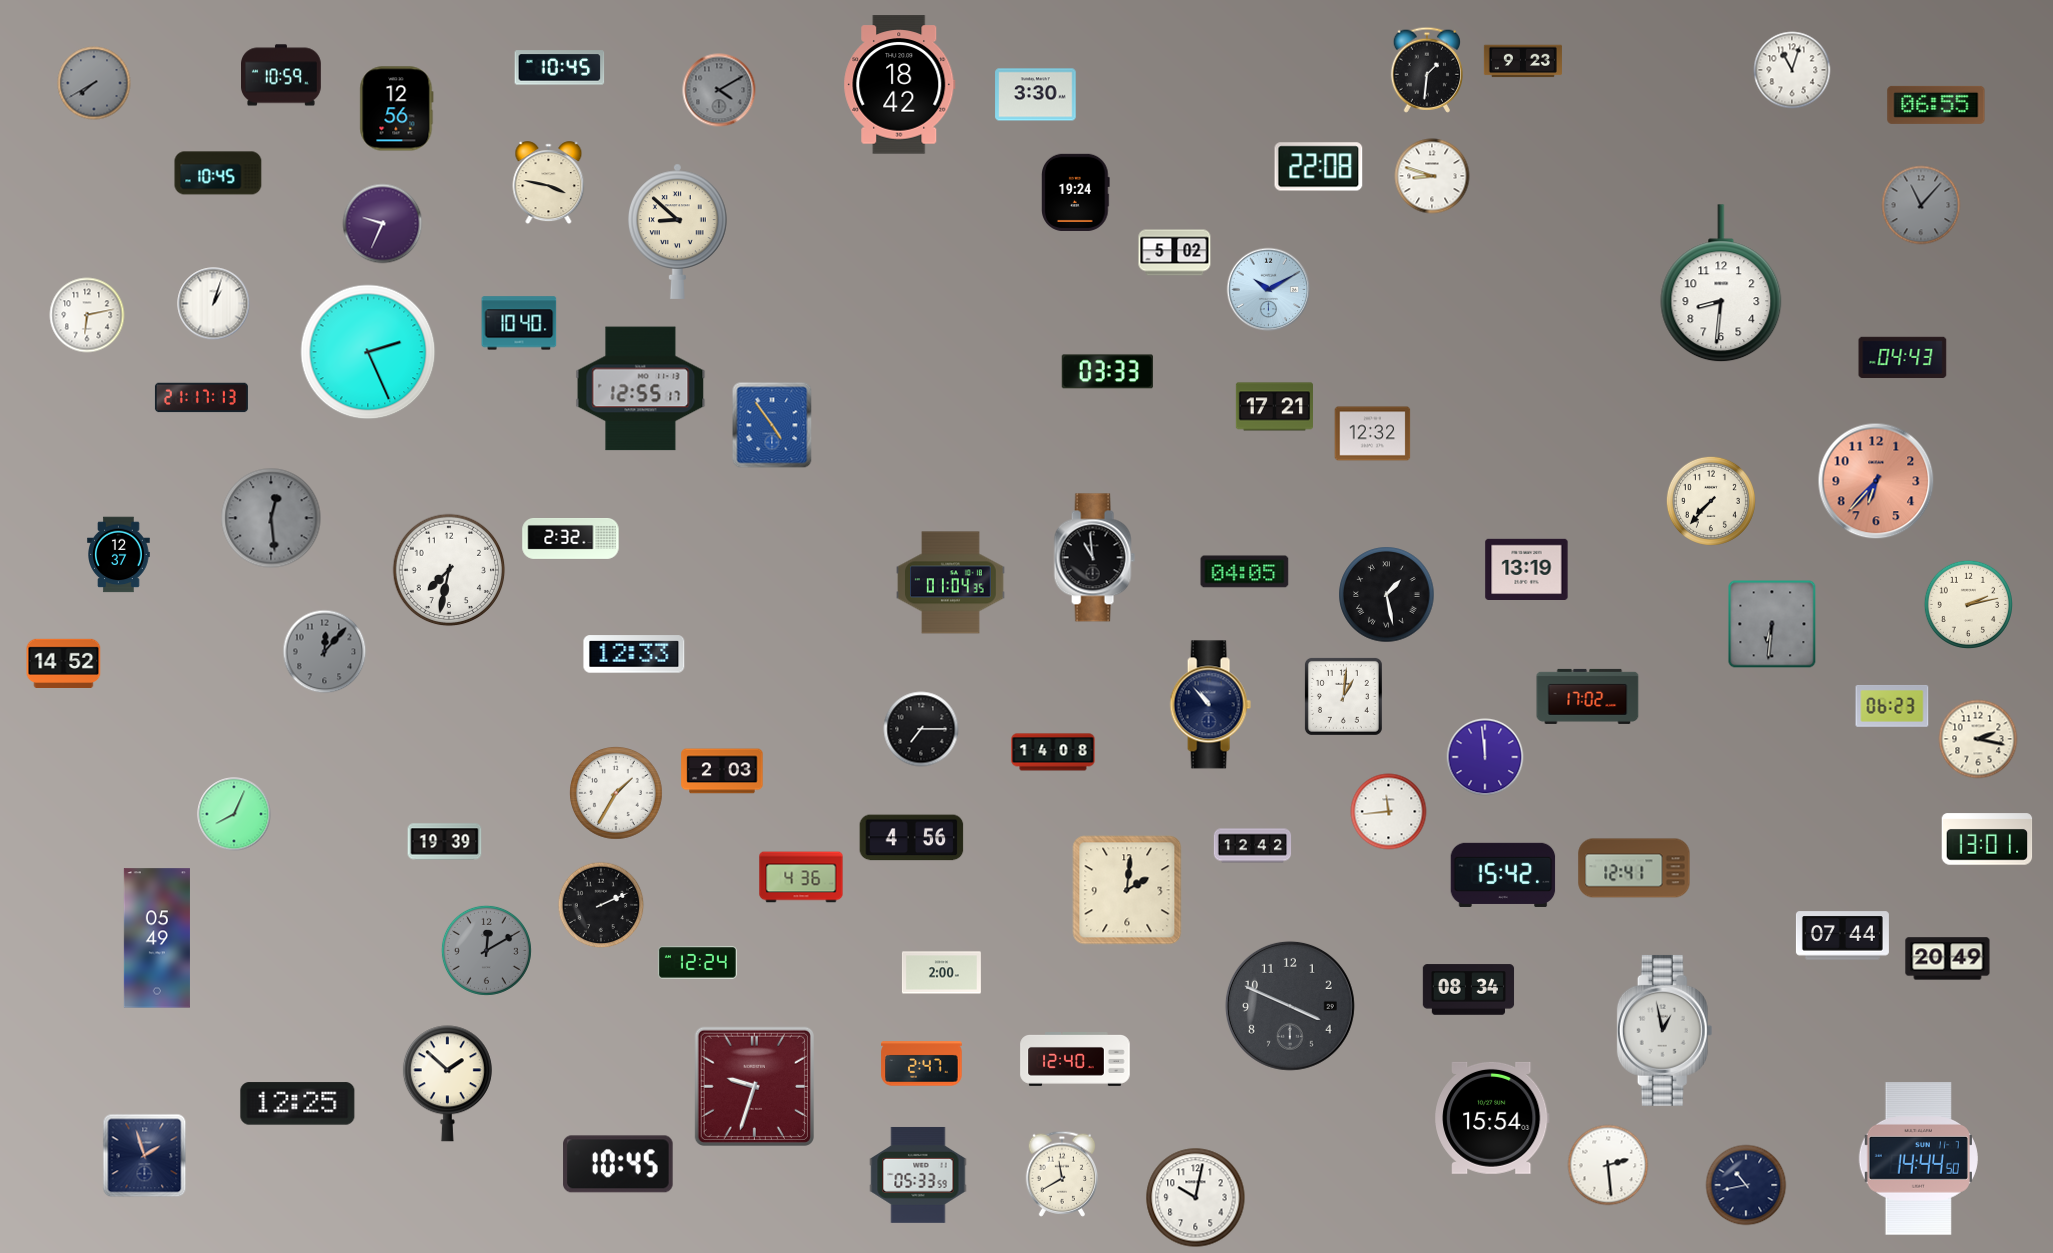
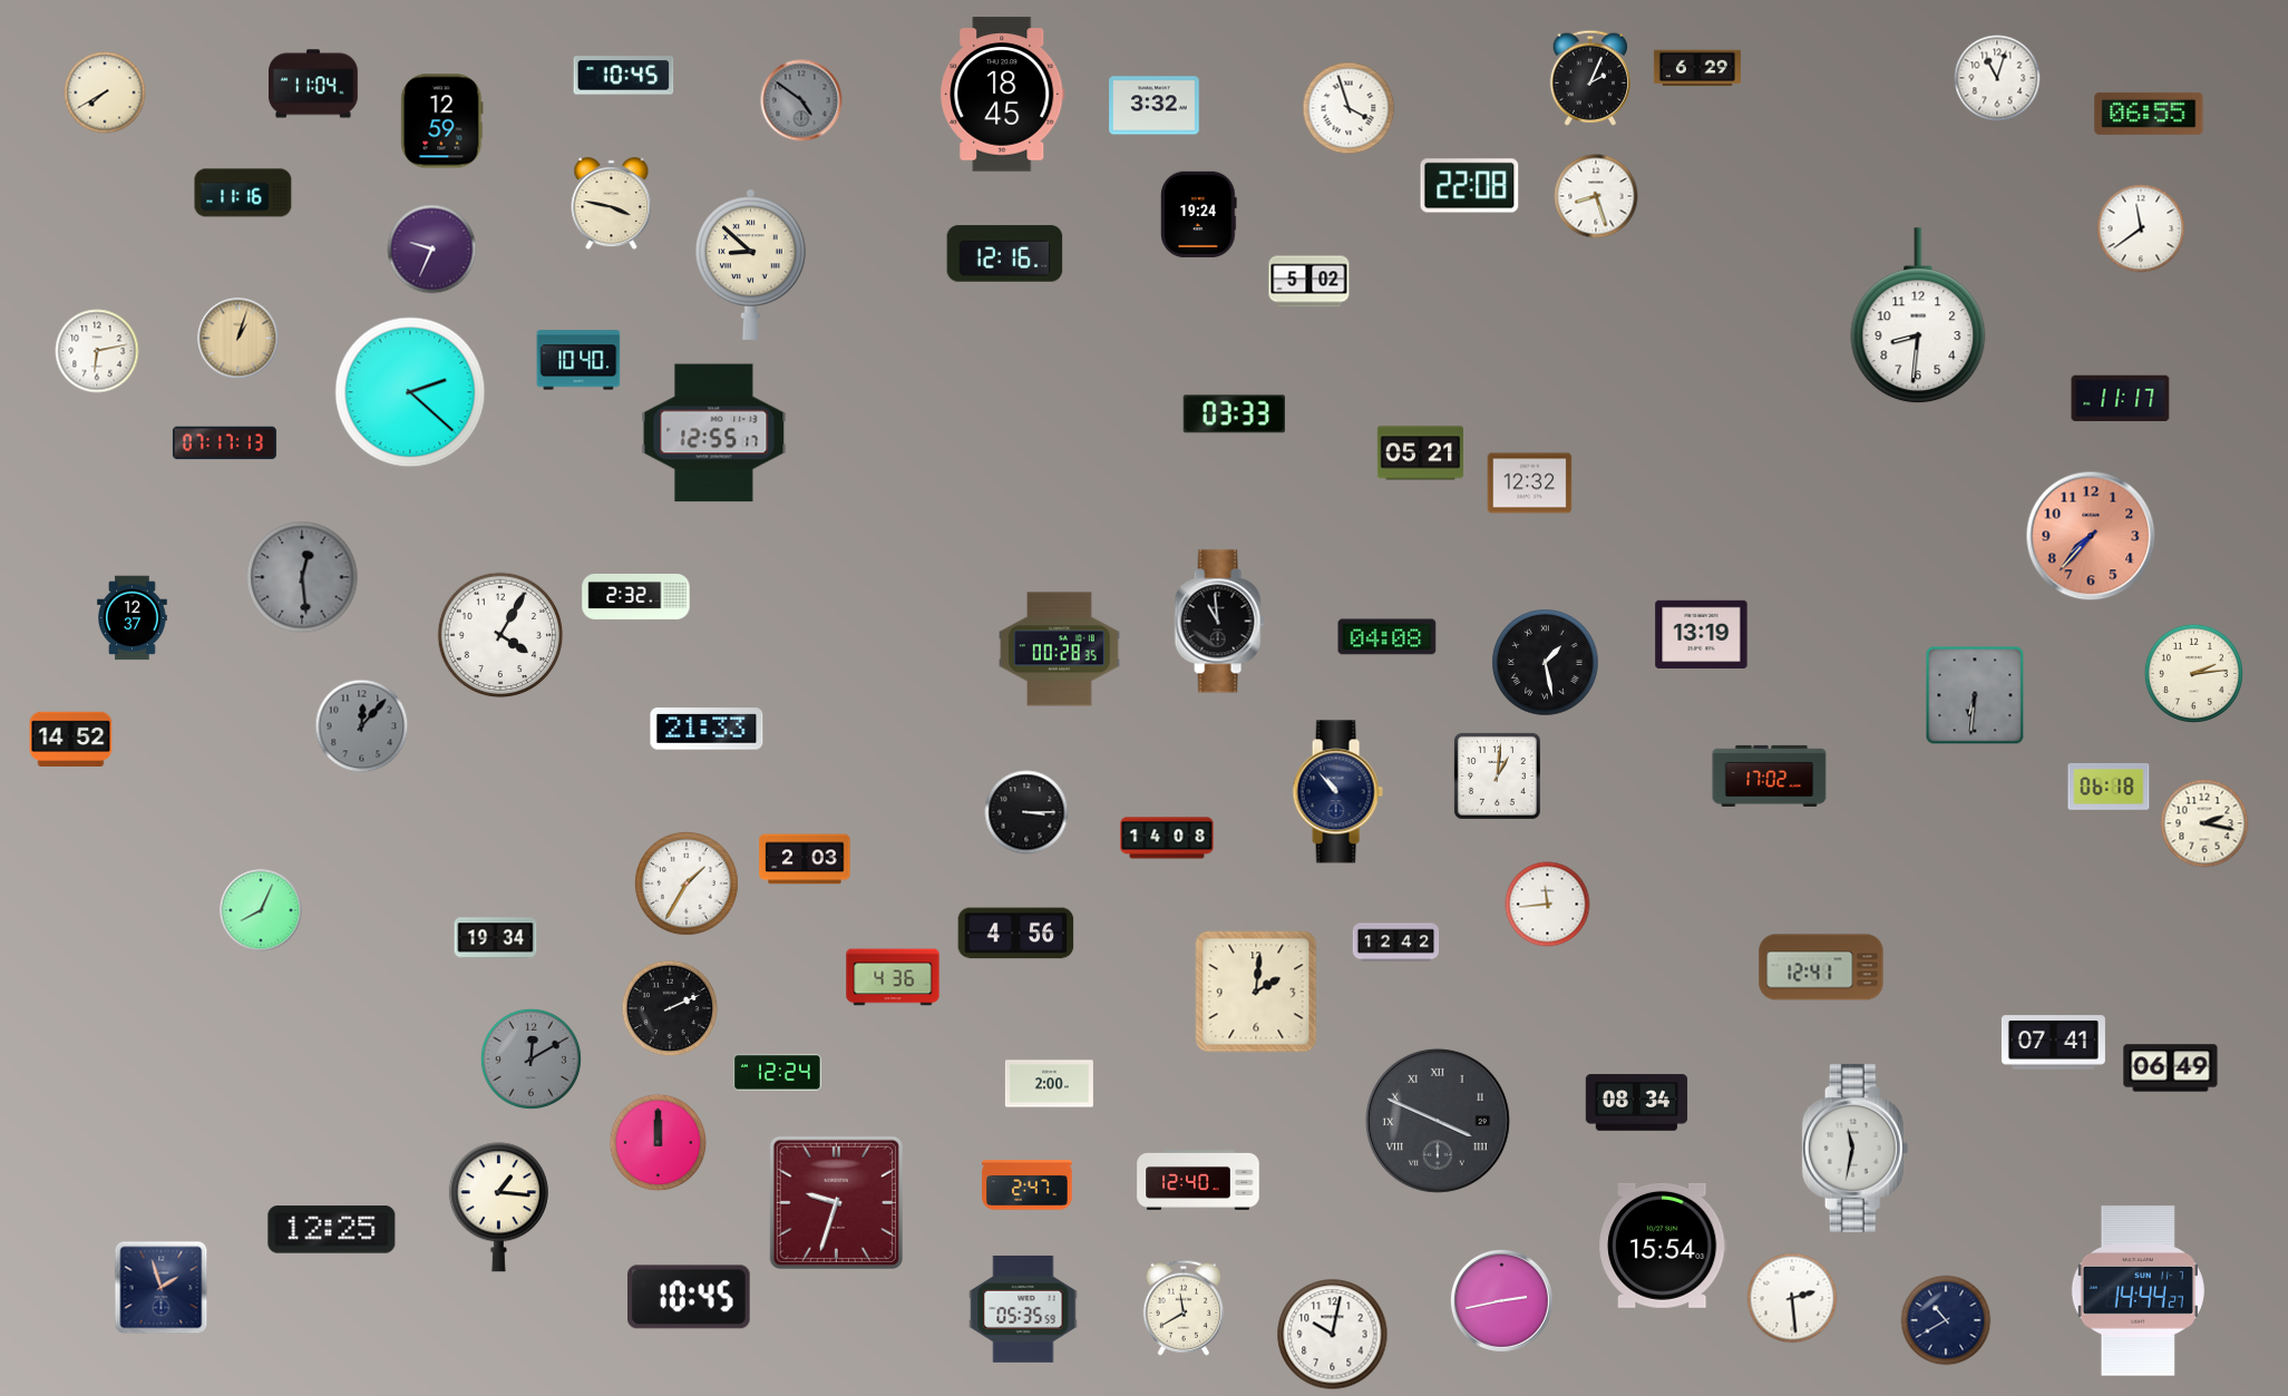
clock at (1523, 61): 9:23 -> 6:29
clock at (1426, 70): 1:31 -> 2:04
clock at (282, 75): 10:59 -> 11:04
clock at (94, 83) dial: grey -> cream
clock at (900, 85): 18:42 -> 18:45
clock at (719, 90): 4:10 -> 4:51
clock at (1036, 95): 3:30 -> 3:32
clock at (1349, 108): none -> 3:57
clock at (1936, 105) position: (1936, 105) -> (2149, 114)
clock at (397, 109): 12:56 -> 12:59
clock at (218, 173): 10:45 -> 11:16
clock at (1432, 176): 8:48 -> 8:27
clock at (1921, 205): 11:07 -> 11:39
clock at (1921, 205) dial: grey -> white
clock at (383, 224) position: (383, 224) -> (432, 250)
clock at (1005, 254): none -> 12:16
clock at (678, 231) position: (678, 231) -> (751, 264)
clock at (1269, 290): 10:10 -> none
clock at (214, 304) dial: white -> champagne
clock at (368, 352): 2:26 -> 2:22
clock at (1903, 358): 04:43 -> 11:17
clock at (201, 398): 21:17 -> 07:17
clock at (1274, 407): 17:21 -> 05:21
clock at (772, 425): 4:54 -> none
clock at (1876, 481): 6:37 -> 7:37
clock at (1711, 501): 7:37 -> none
clock at (571, 539) position: (571, 539) -> (636, 597)
clock at (449, 570): 7:32 -> 4:05
clock at (1245, 572): 04:05 -> 04:08
clock at (951, 583): 01:04 -> 00:28
clock at (1968, 604): 2:13 -> 2:14
clock at (634, 654): 12:33 -> 21:33
clock at (1210, 705) position: (1210, 705) -> (1337, 792)
clock at (1892, 706): 06:23 -> 06:18
clock at (921, 729): 7:15 -> 3:15
clock at (1053, 752) position: (1053, 752) -> (1167, 838)
clock at (1485, 757): 11:59 -> none
clock at (234, 814) position: (234, 814) -> (261, 910)
clock at (1987, 839): 13:01 -> none
clock at (445, 842): 19:39 -> 19:34
clock at (1503, 875): 15:42 -> none
clock at (1842, 936): 07:44 -> 07:41
clock at (157, 938): 05:49 -> none
clock at (486, 950) position: (486, 950) -> (530, 1058)
clock at (1948, 959): 20:49 -> 06:49
clock at (1290, 1006) numerals: Arabic -> Roman
clock at (659, 1143): none -> 12:00
clock at (1665, 1030): 12:58 -> 11:32
clock at (447, 1084): 1:52 -> 1:16
clock at (754, 1086) position: (754, 1086) -> (836, 1202)
clock at (1918, 1159): 14:44:50 -> 14:44:27
clock at (1501, 1300): none -> 2:43
clock at (918, 1175): 05:33 -> 05:35
clock at (1746, 1185): 10:43 -> 10:40
